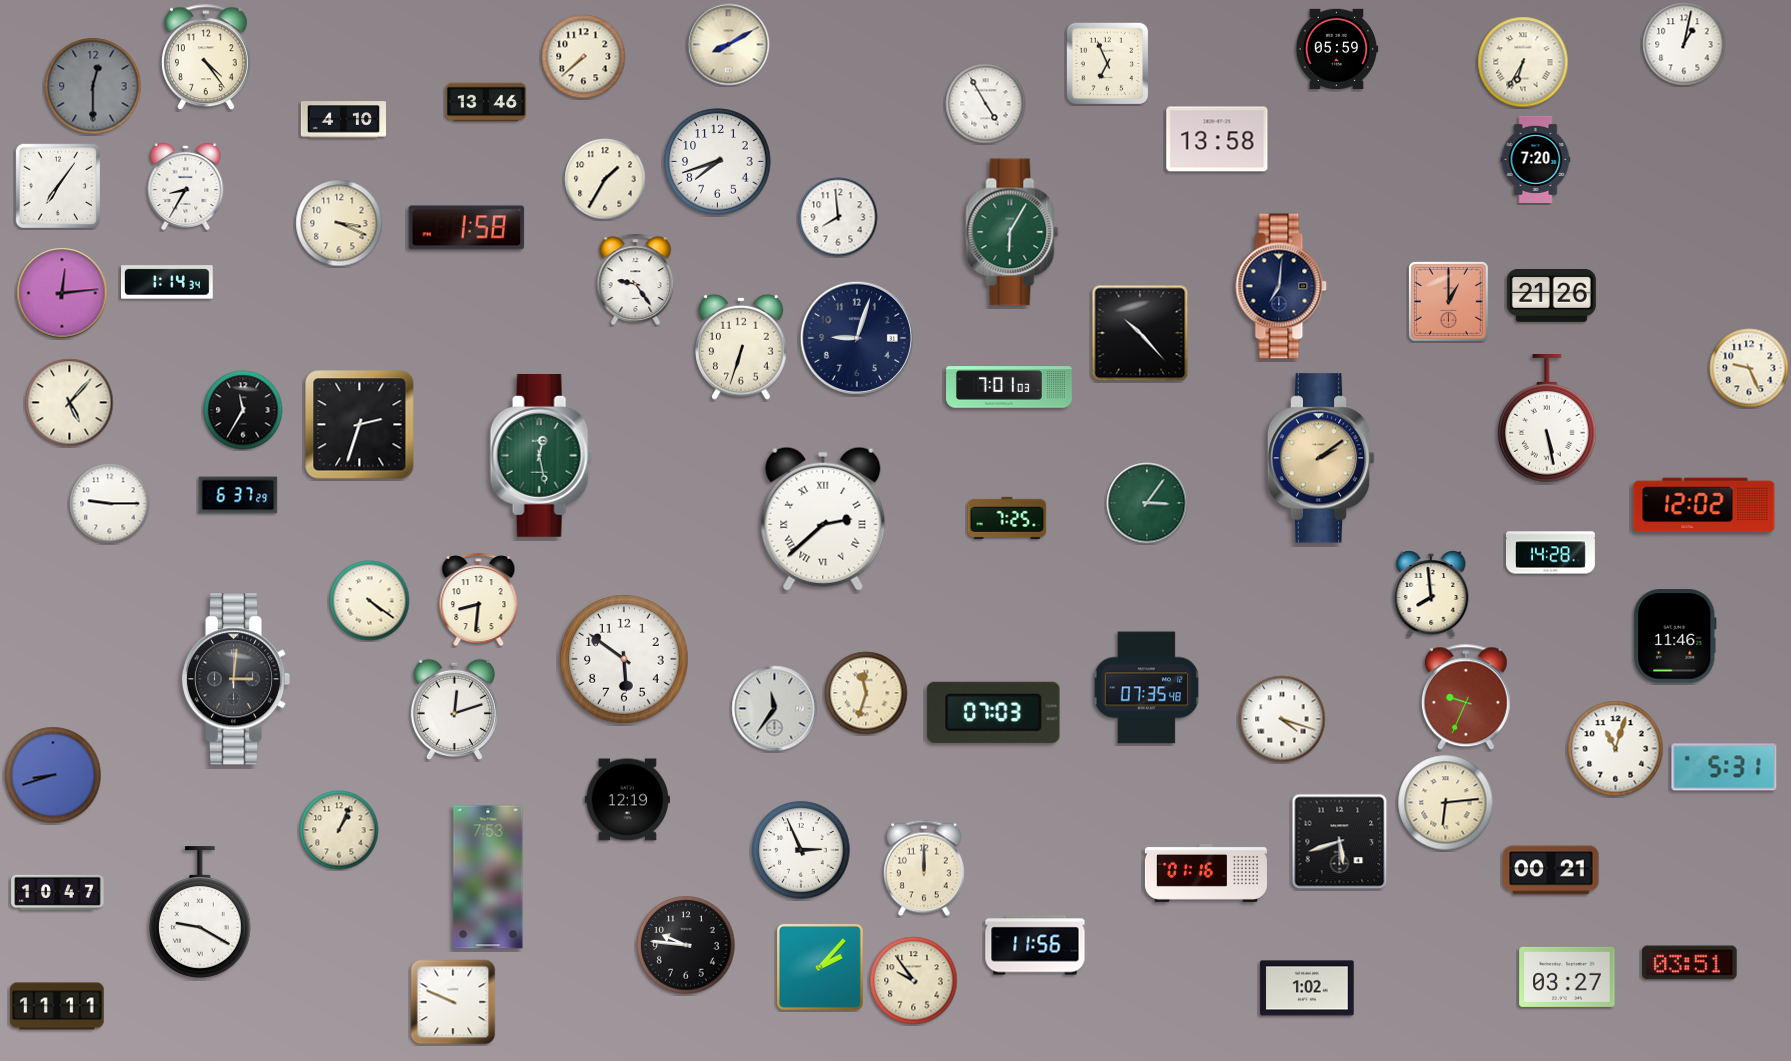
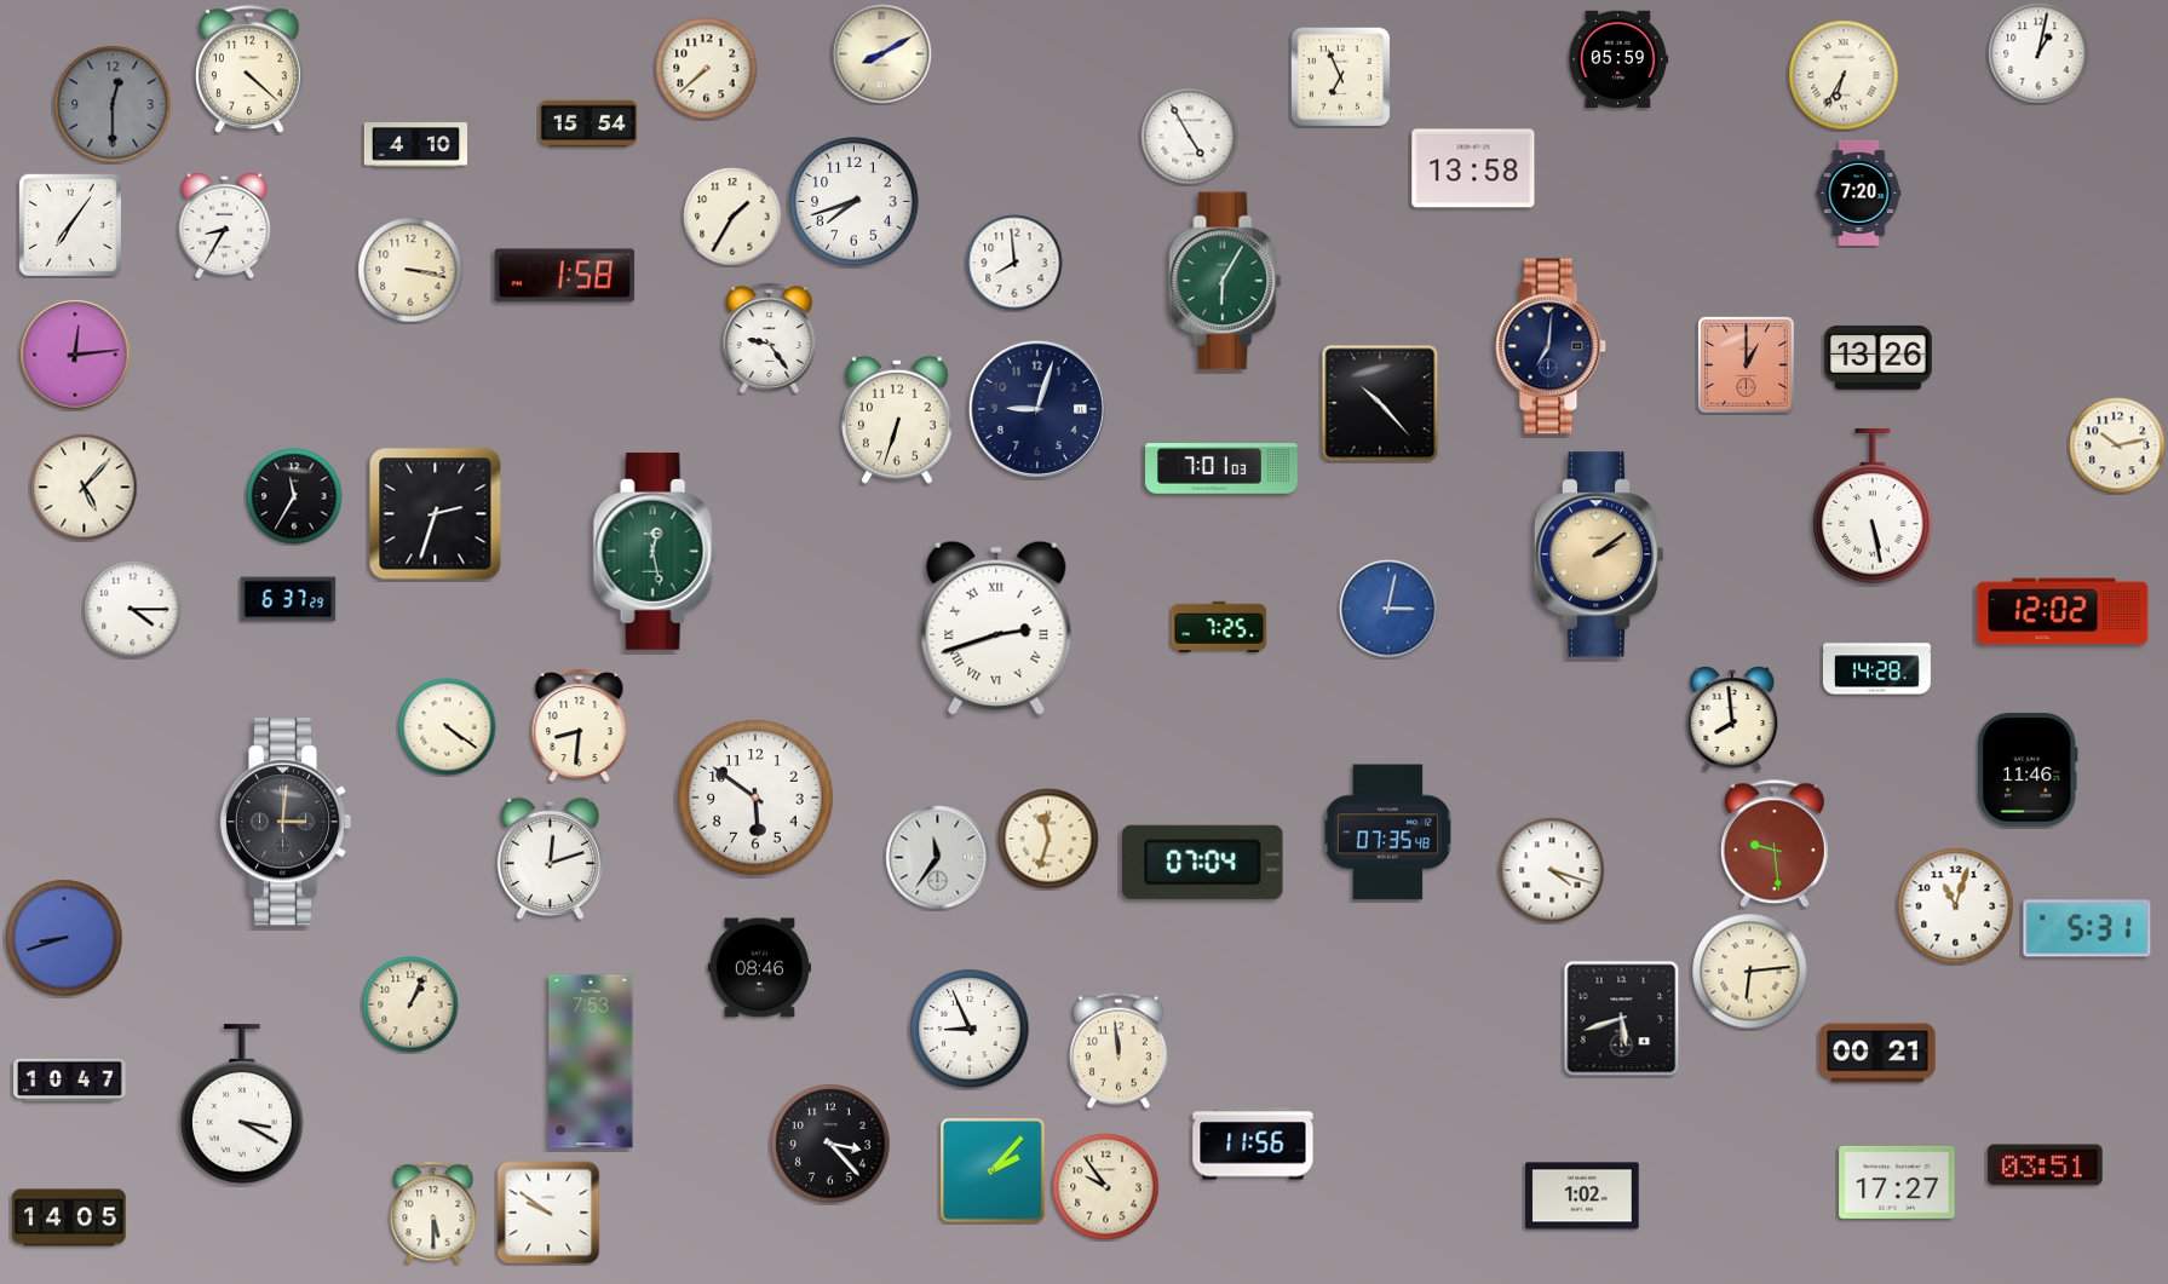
clock at (206, 58): 4:24 -> 4:22
clock at (486, 102): 13:46 -> 15:54
clock at (986, 104) position: (986, 104) -> (1190, 137)
clock at (718, 162) position: (718, 162) -> (855, 202)
clock at (339, 223): 3:19 -> 3:17
clock at (168, 282): 1:14 -> none
clock at (1551, 295): 21:26 -> 13:26
clock at (1448, 301) position: (1448, 301) -> (1746, 364)
clock at (1749, 368): 9:26 -> 10:13
clock at (1147, 503): 3:06 -> 3:02
clock at (1147, 503) dial: green -> blue
clock at (110, 504): 9:15 -> 4:15
clock at (823, 519): 2:38 -> 2:42
clock at (1466, 698): 9:34 -> 9:29
clock at (994, 712): 07:03 -> 07:04
clock at (627, 800): 12:19 -> 08:46
clock at (801, 850): 2:56 -> 8:56
clock at (925, 868): 12:00 -> 11:59
clock at (1206, 873): 01:16 -> none
clock at (200, 912): 9:20 -> 3:20
clock at (686, 945): 9:46 -> 3:23
clock at (1567, 977): 03:27 -> 17:27
clock at (433, 1213): none -> 5:30
clock at (453, 1002): 9:49 -> 9:51
clock at (57, 1006): 11:11 -> 14:05
